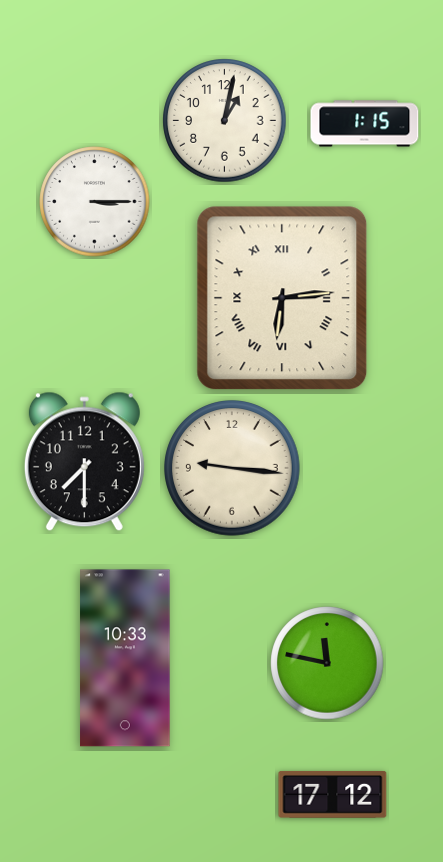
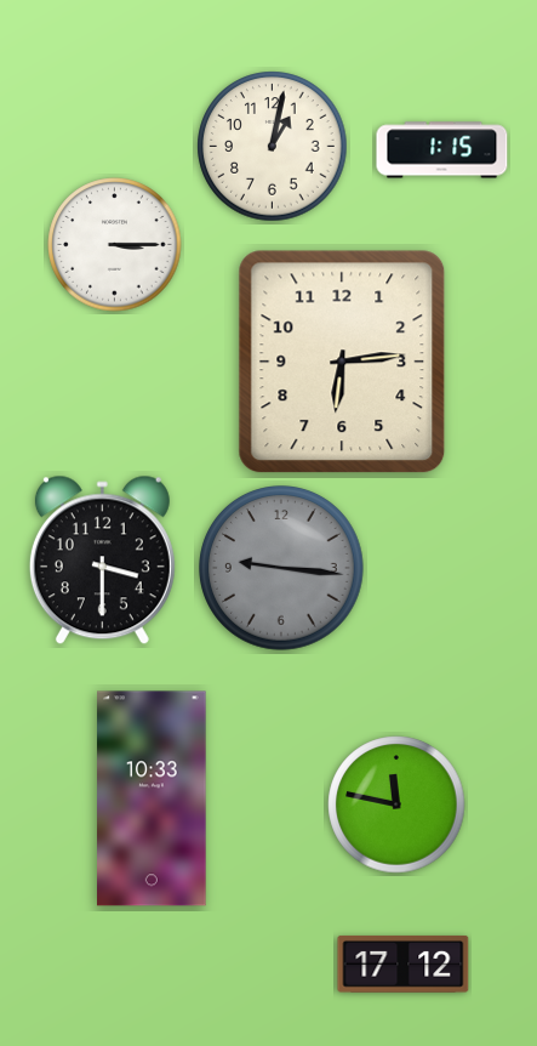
clock at (282, 298) numerals: Roman -> Arabic
clock at (84, 462): 7:30 -> 3:30
clock at (233, 469) dial: cream -> grey
